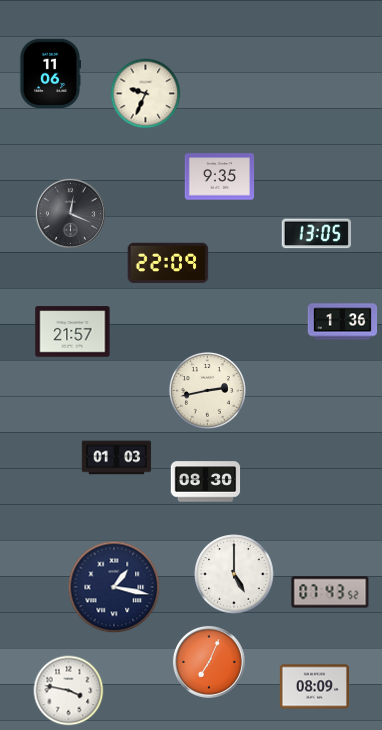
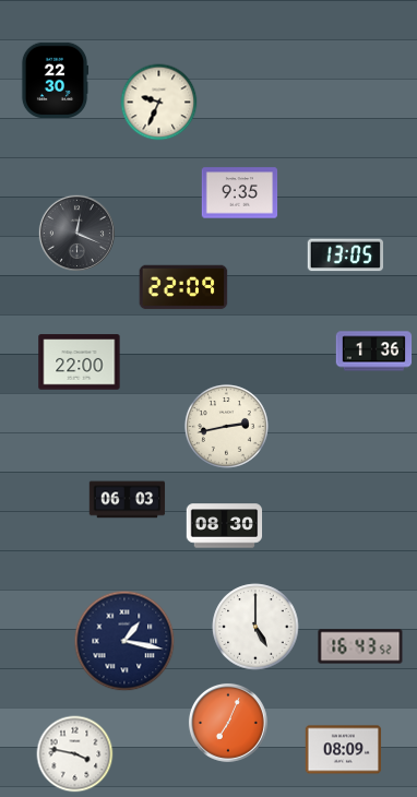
clock at (50, 74): 11:06 -> 22:30
clock at (73, 332): 21:57 -> 22:00
clock at (117, 458): 01:03 -> 06:03
clock at (330, 592): 07:43 -> 16:43
